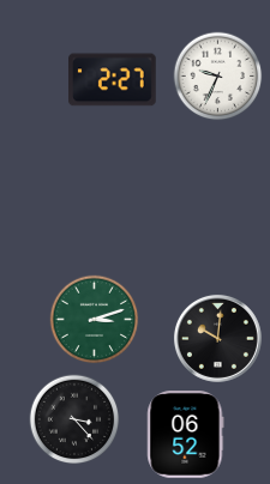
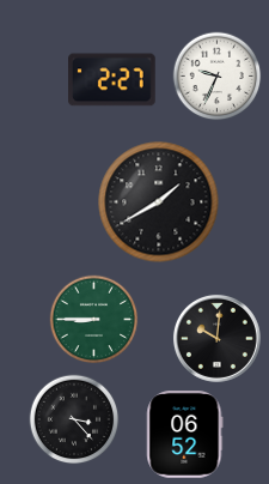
clock at (159, 202): none -> 1:40
clock at (95, 320): 3:12 -> 8:45
